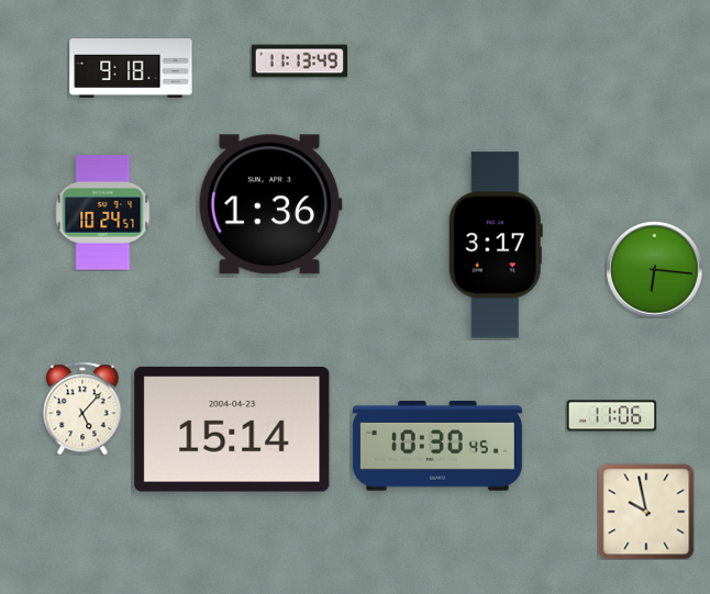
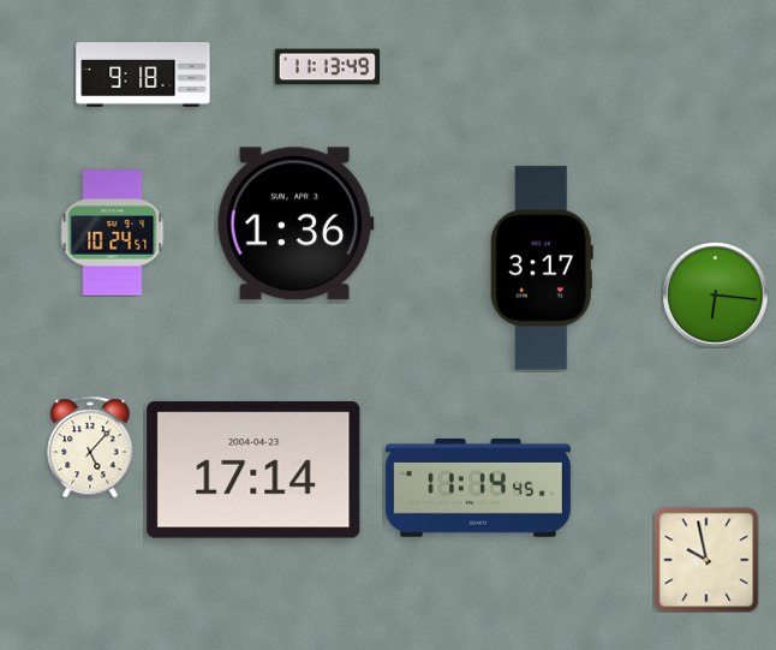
clock at (611, 416): 11:06 -> none
clock at (232, 429): 15:14 -> 17:14
clock at (437, 447): 10:30 -> 11:14
